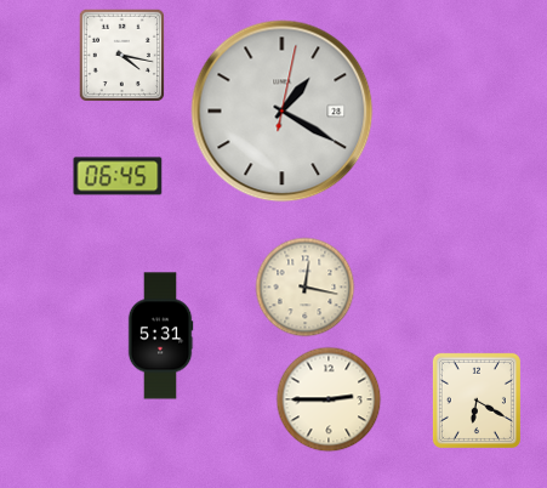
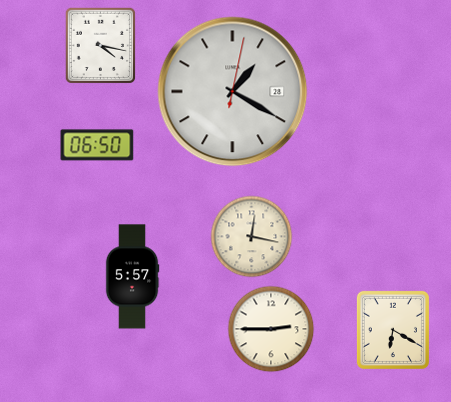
clock at (118, 176): 06:45 -> 06:50
clock at (160, 336): 5:31 -> 5:57
